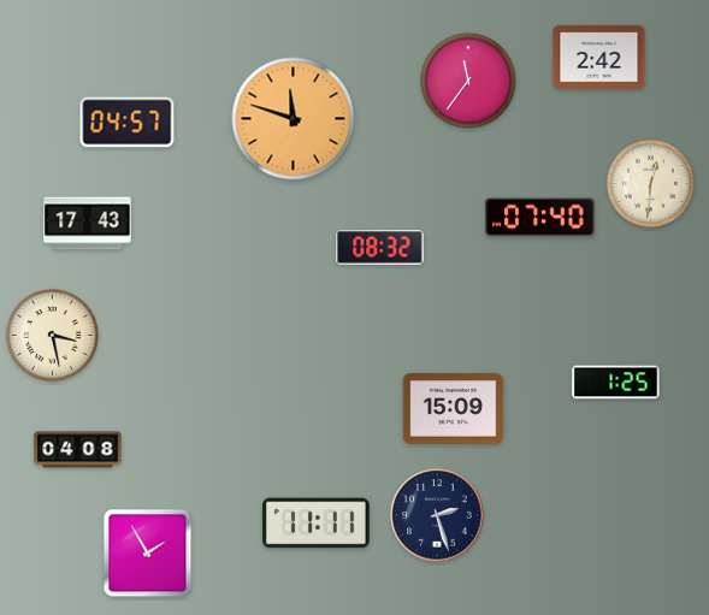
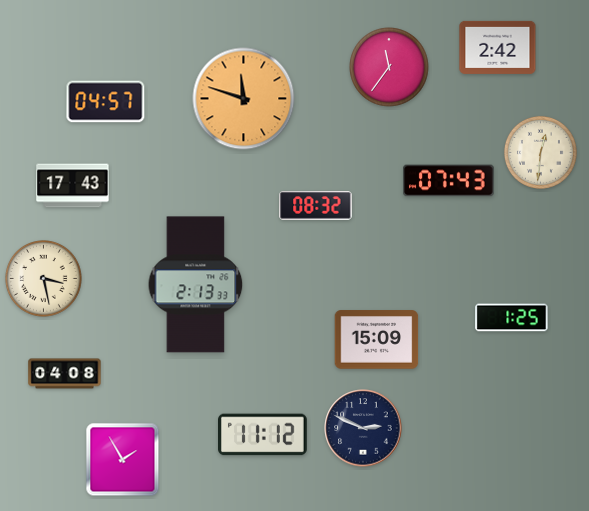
clock at (540, 218): 07:40 -> 07:43
clock at (196, 285): none -> 2:13
clock at (437, 515): 2:27 -> 2:49
clock at (317, 524): 11:11 -> 11:12
